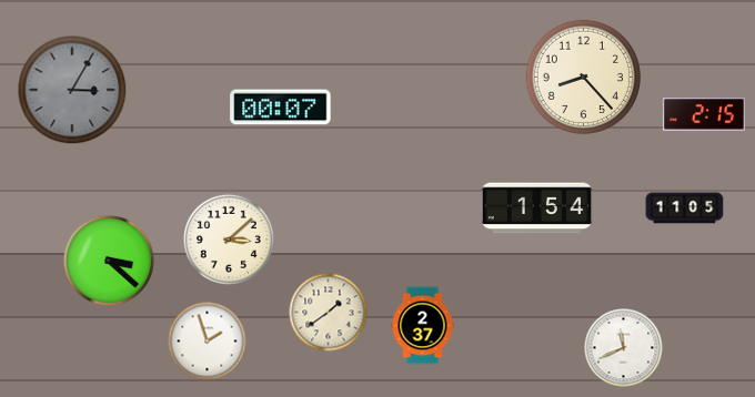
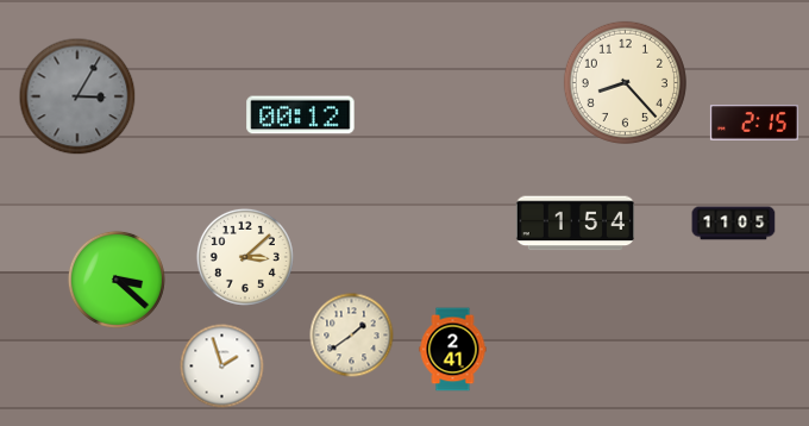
clock at (281, 108): 00:07 -> 00:12
clock at (423, 326): 2:37 -> 2:41
clock at (624, 348): 11:41 -> none
